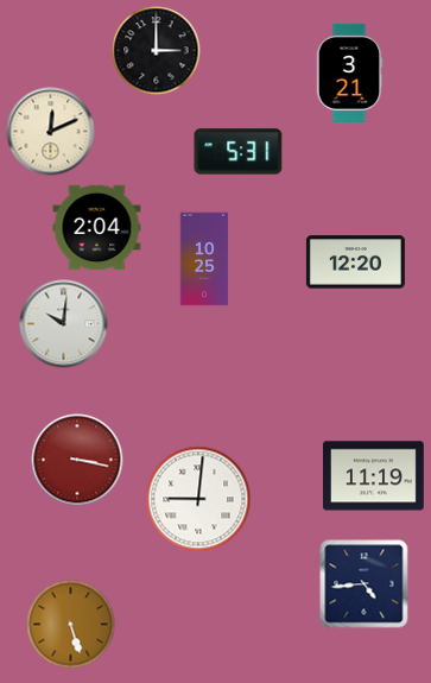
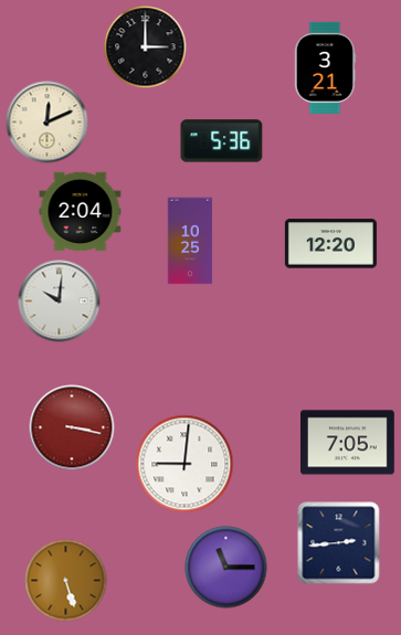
clock at (239, 152): 5:31 -> 5:36
clock at (97, 228) position: (97, 228) -> (81, 212)
clock at (374, 476): 11:19 -> 7:05
clock at (365, 584): 4:44 -> 2:44
clock at (226, 568): none -> 11:15
